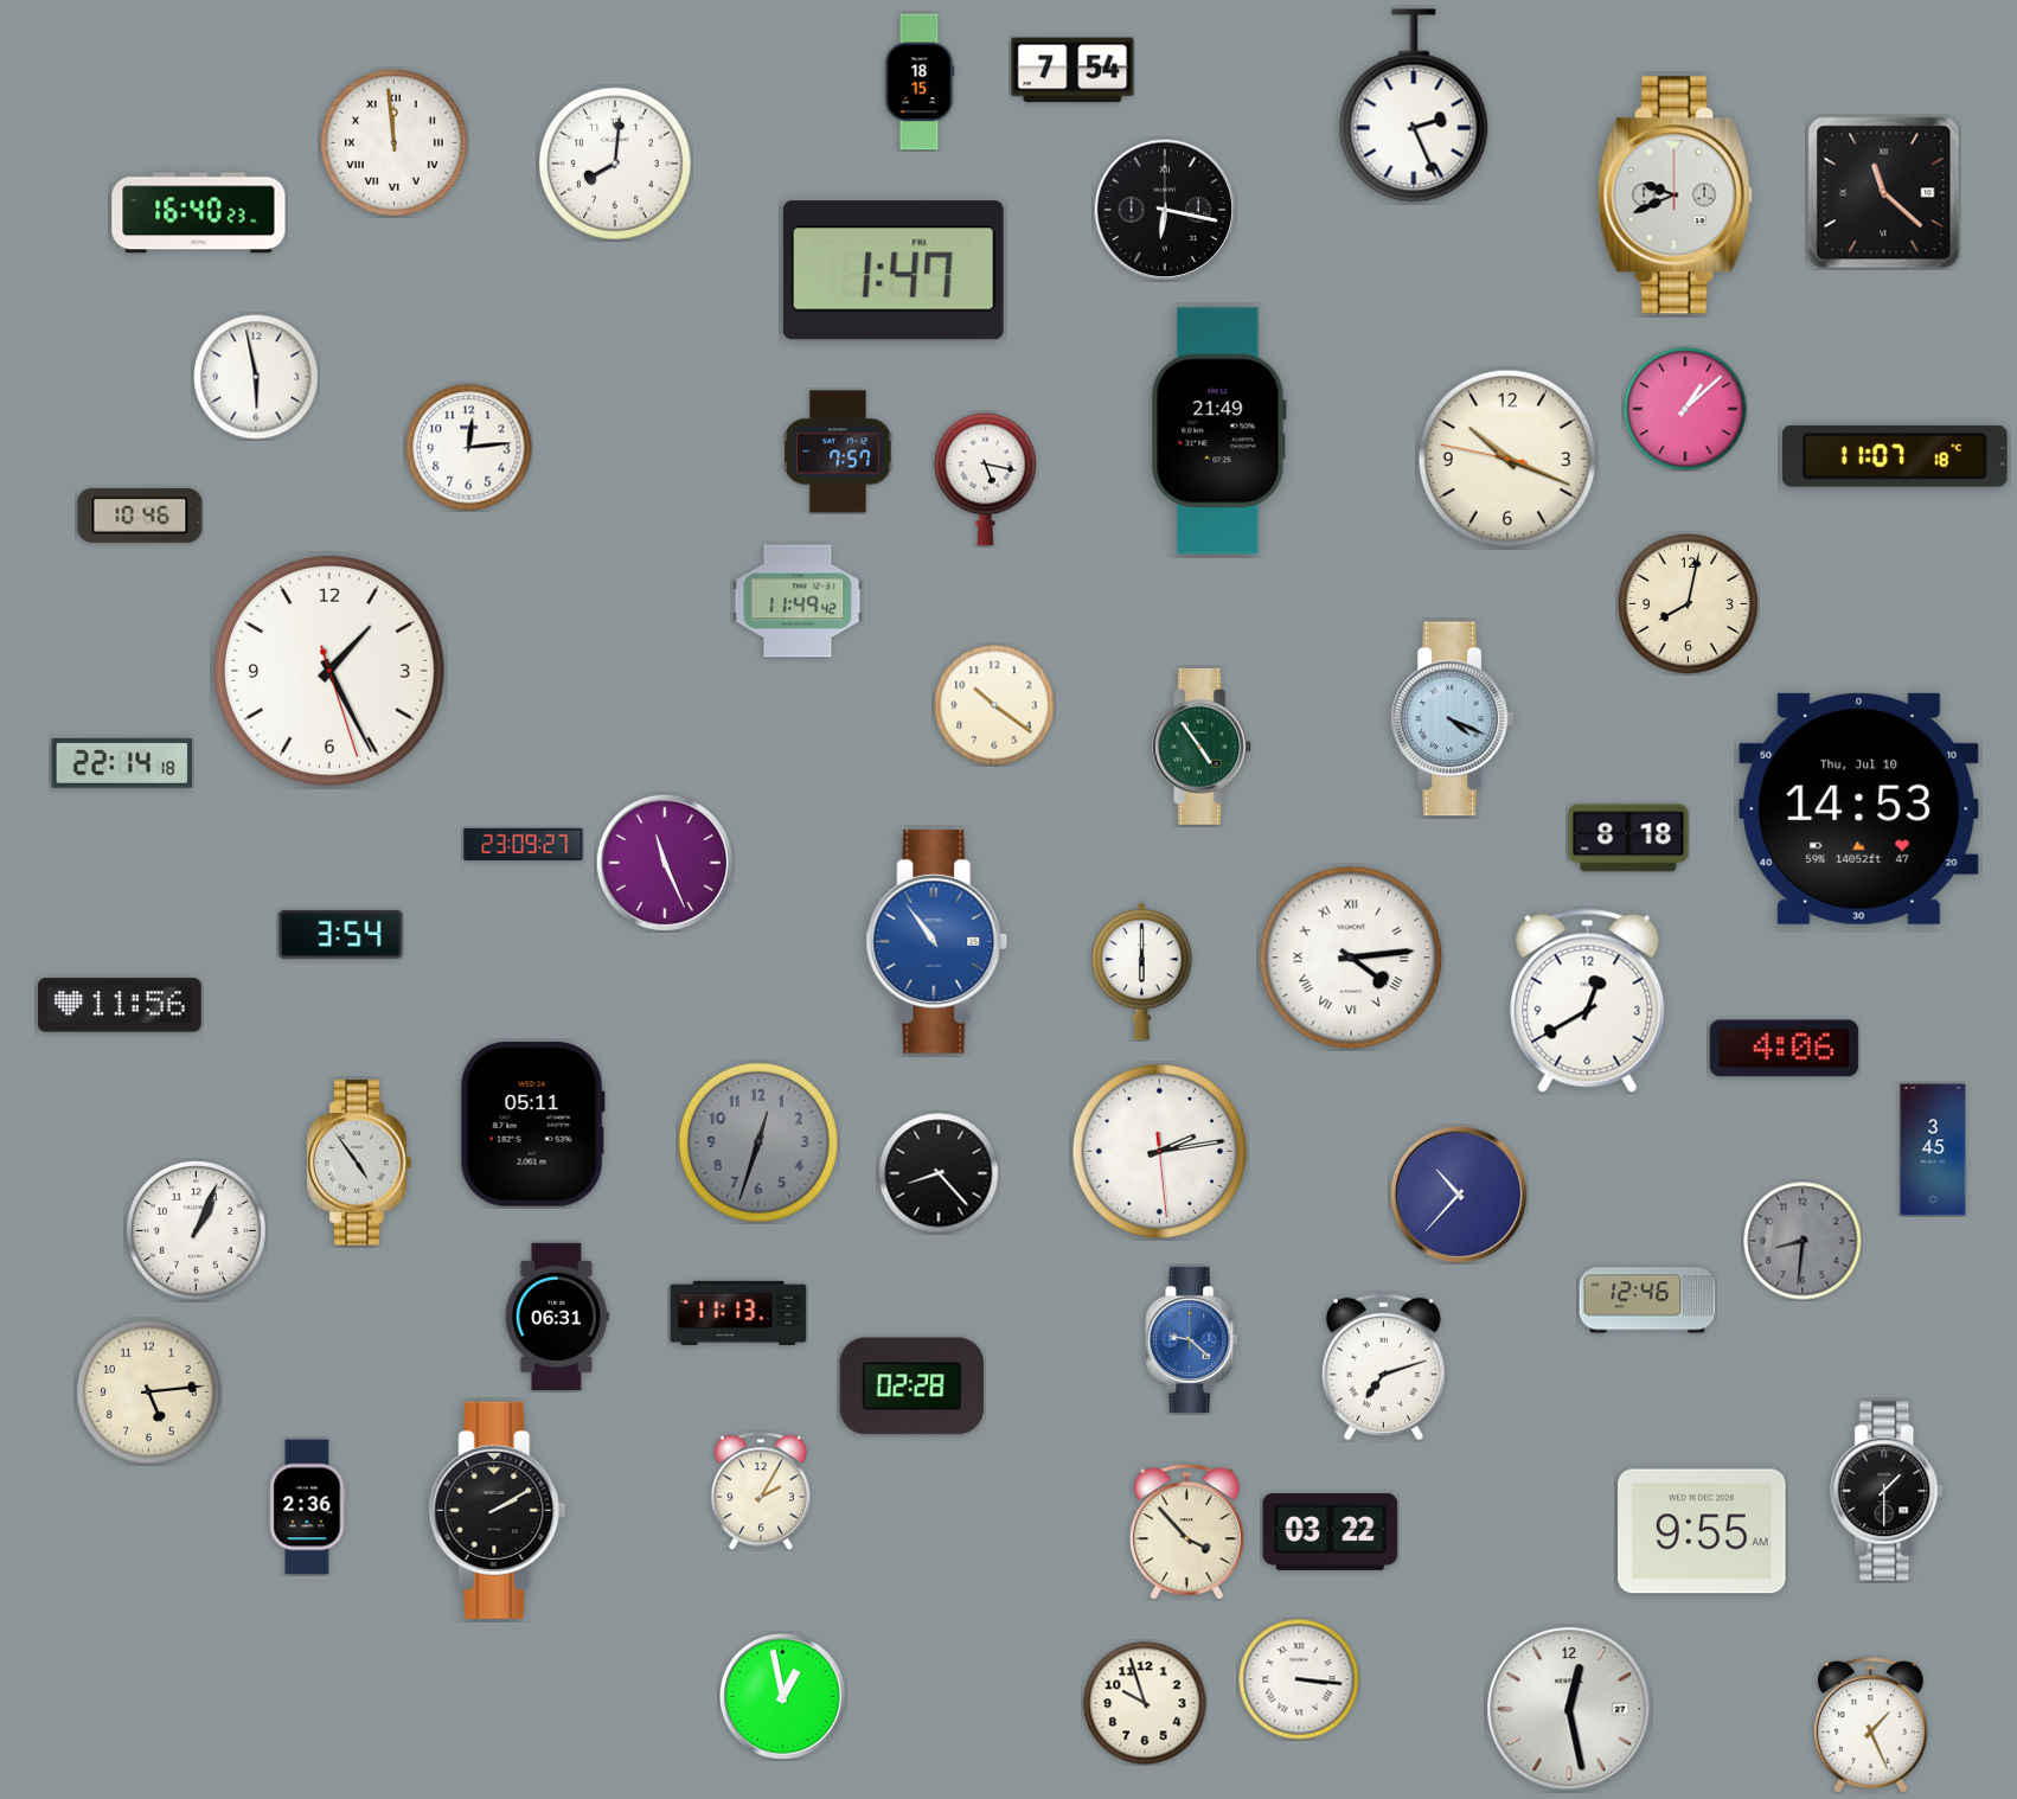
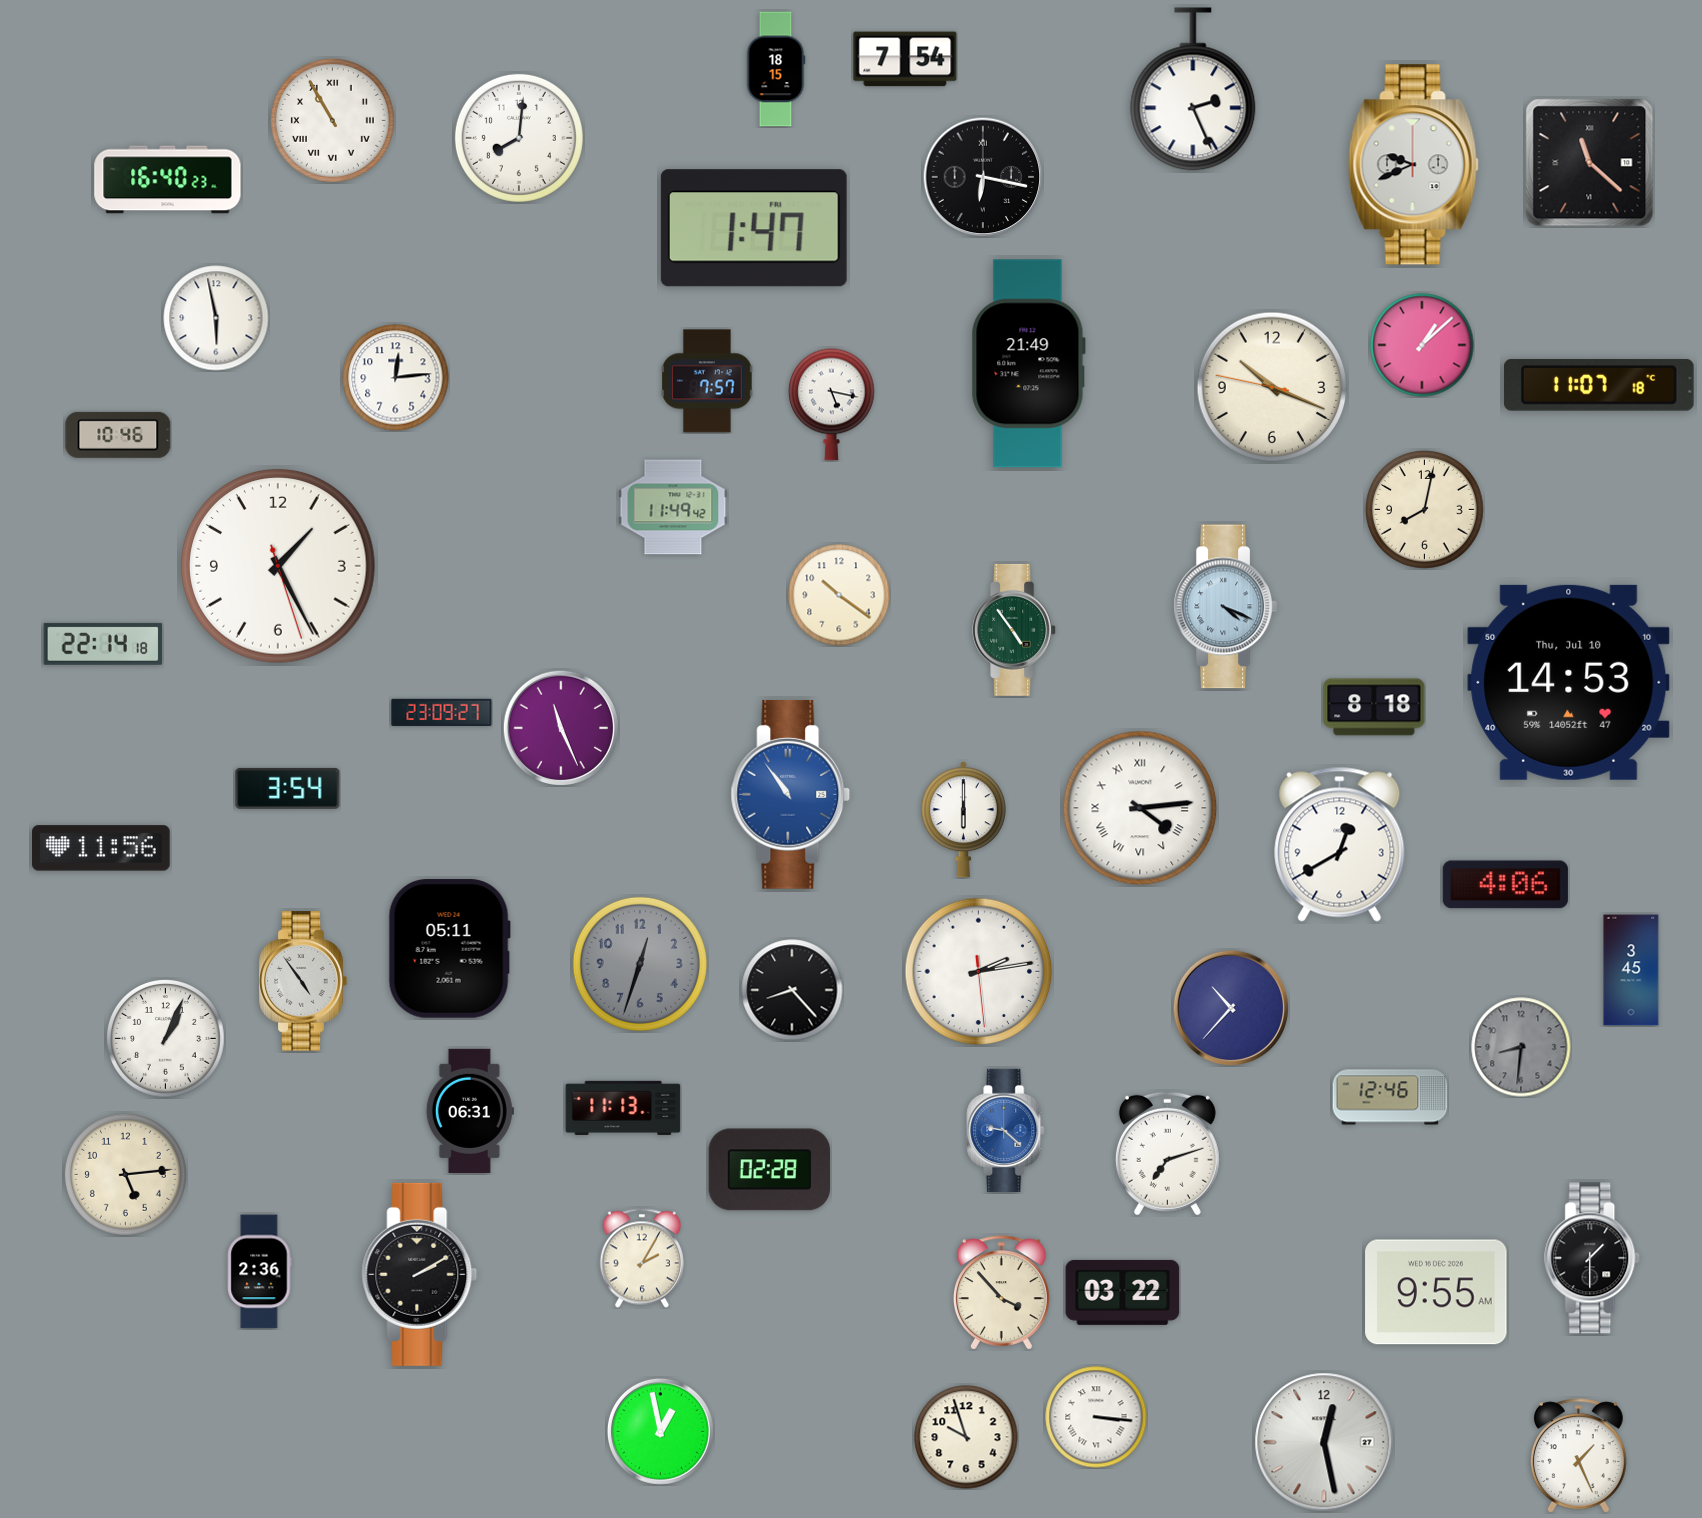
clock at (393, 142): 11:59 -> 10:55
